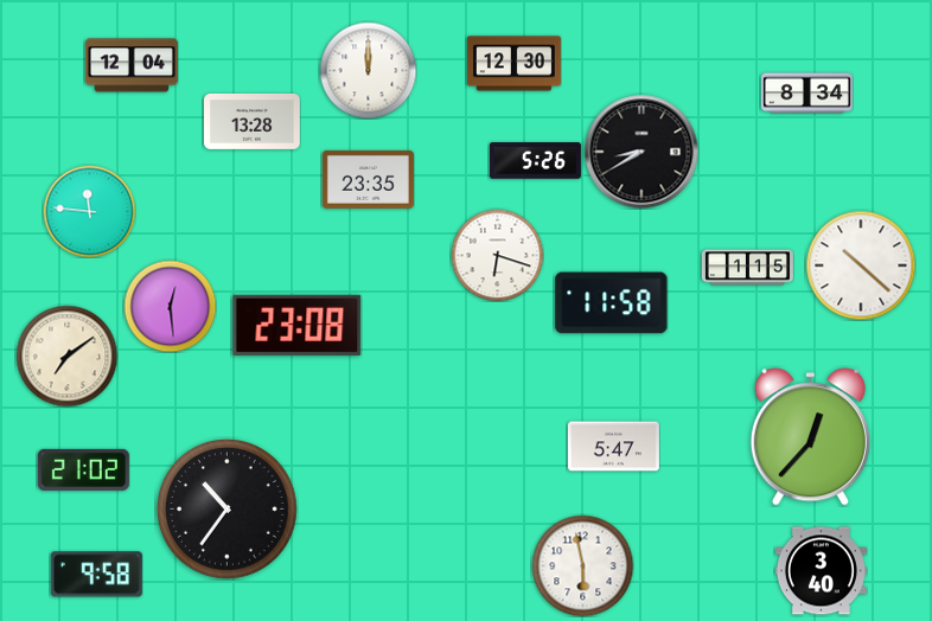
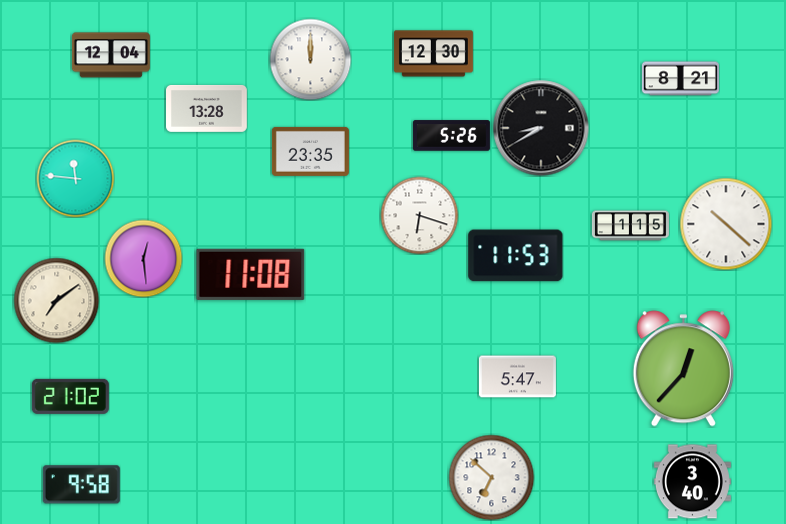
clock at (806, 94): 8:34 -> 8:21
clock at (253, 121) position: (253, 121) -> (207, 108)
clock at (612, 303): 11:58 -> 11:53
clock at (298, 325): 23:08 -> 11:08
clock at (228, 510): 10:36 -> none
clock at (582, 565): 5:58 -> 6:52
